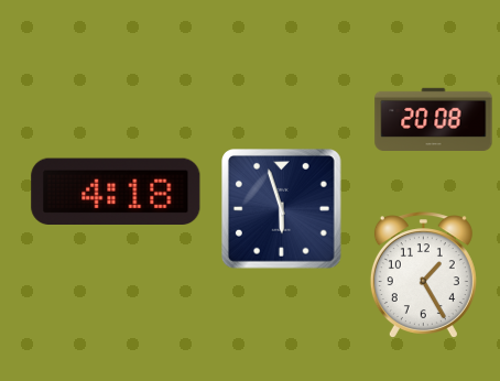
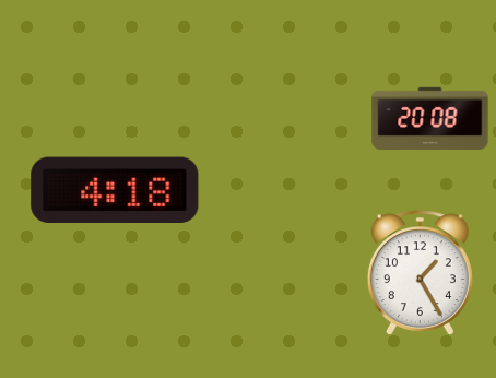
clock at (282, 209): 5:57 -> none
